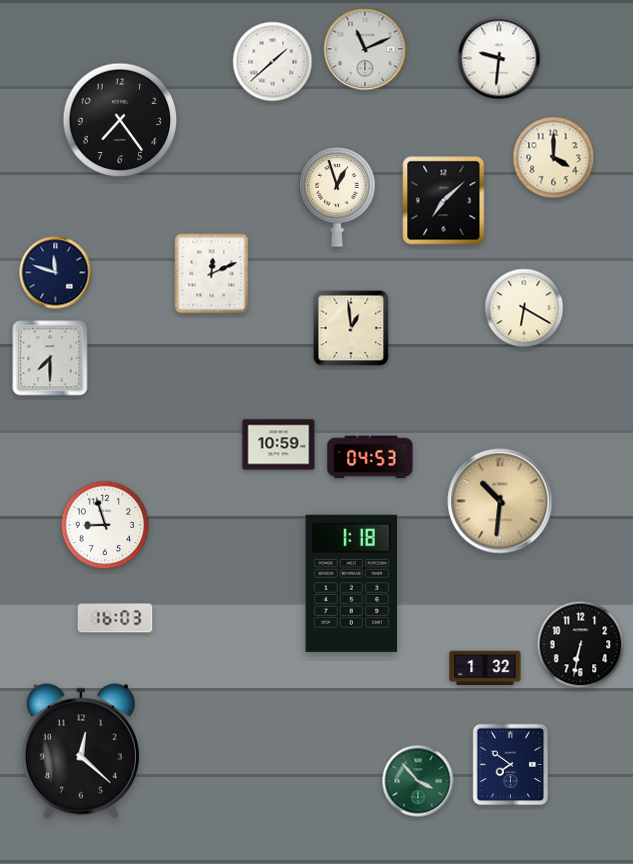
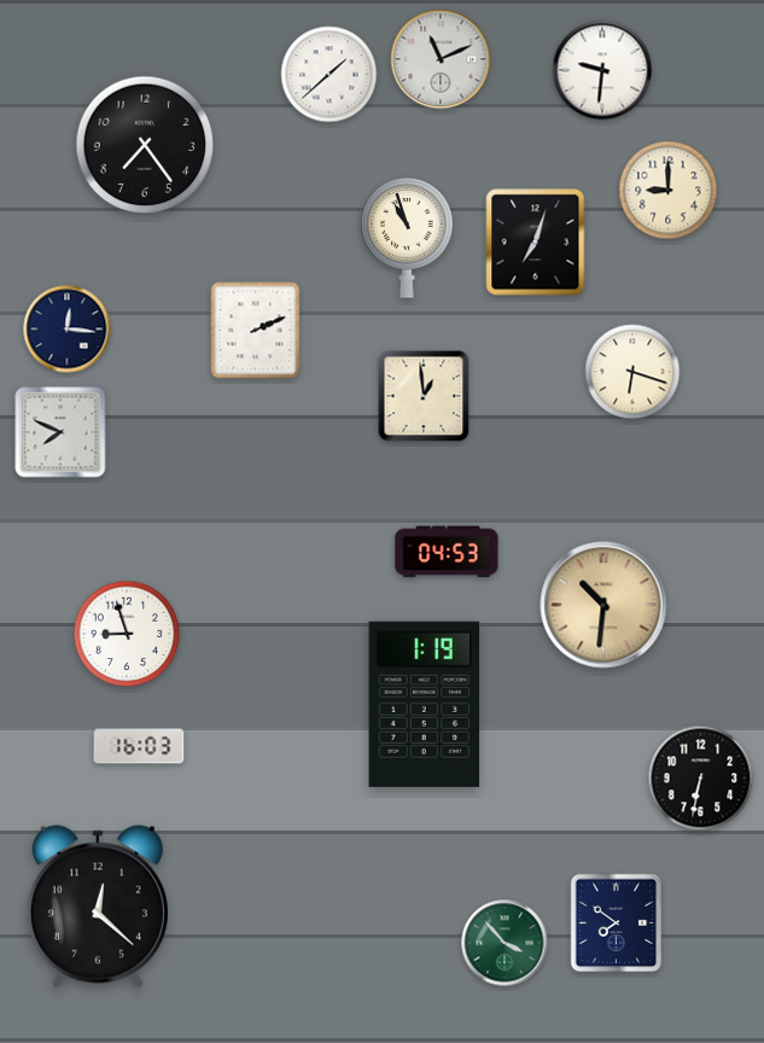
clock at (554, 158): 4:00 -> 9:00
clock at (337, 197): 12:57 -> 10:57
clock at (444, 201): 7:08 -> 7:03
clock at (56, 273): 11:48 -> 12:16
clock at (212, 274): 12:11 -> 2:11
clock at (524, 308): 6:20 -> 6:18
clock at (50, 358): 7:30 -> 7:49
clock at (279, 445): 10:59 -> none
clock at (352, 583): 1:18 -> 1:19
clock at (485, 668): 1:32 -> none
